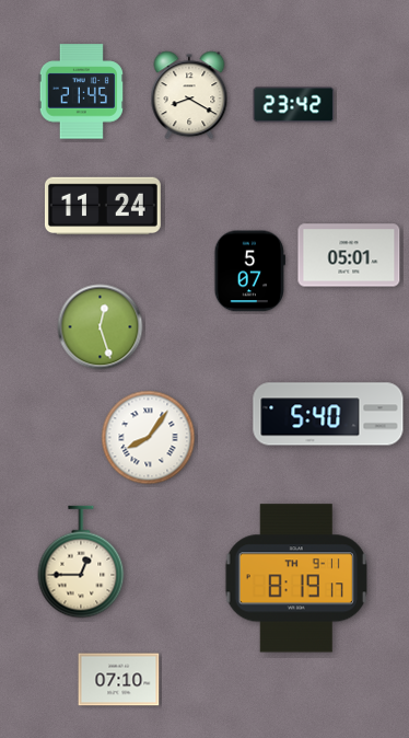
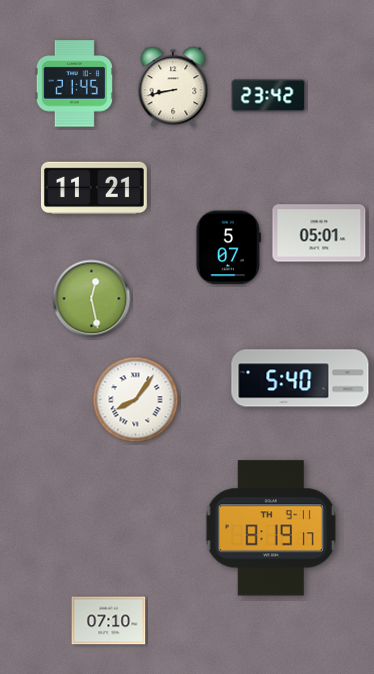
clock at (189, 95): 8:20 -> 8:43
clock at (103, 206): 11:24 -> 11:21
clock at (101, 327): 12:27 -> 12:28
clock at (81, 562): 12:45 -> none
